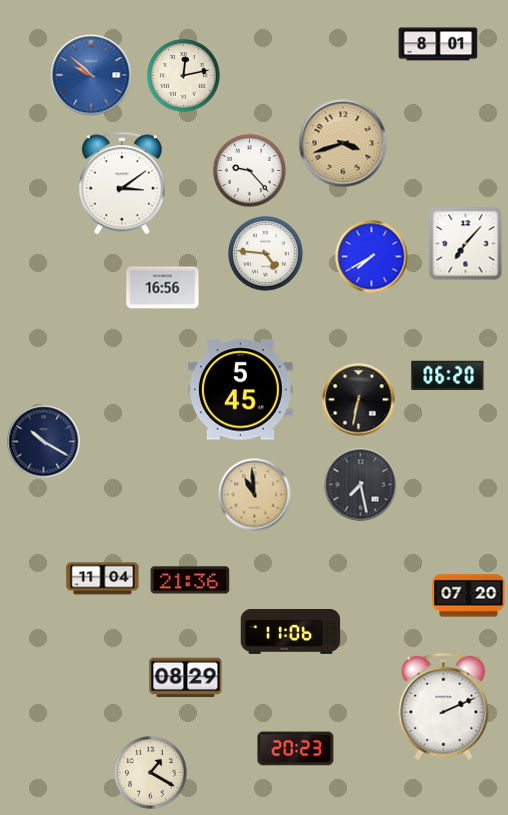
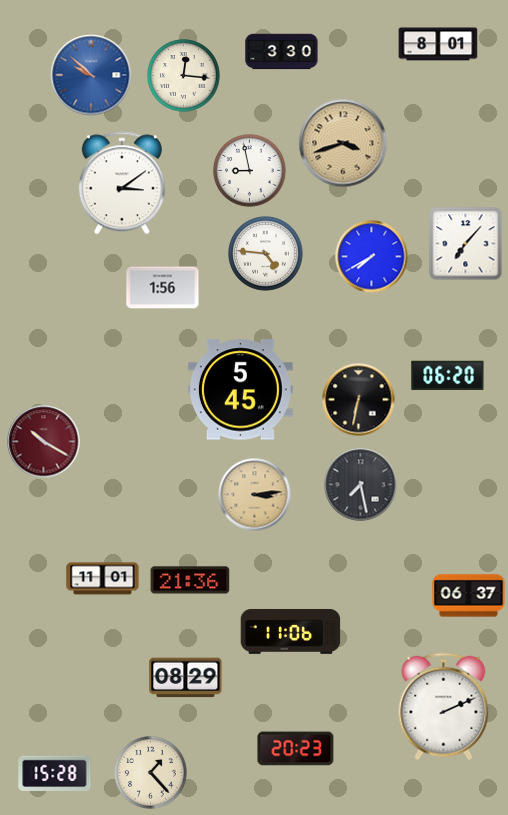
clock at (282, 52): none -> 3:30
clock at (184, 76): 12:13 -> 12:16
clock at (250, 171): 9:23 -> 8:58
clock at (163, 288): 16:56 -> 1:56
clock at (44, 442) dial: navy -> burgundy
clock at (255, 495): 10:59 -> 3:14
clock at (103, 579): 11:04 -> 11:01
clock at (469, 596): 07:20 -> 06:37
clock at (55, 773): none -> 15:28
clock at (151, 773): 1:20 -> 1:23
